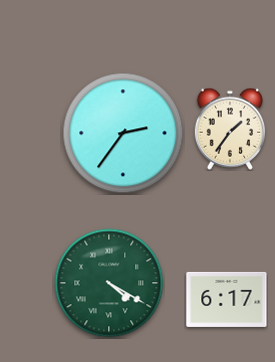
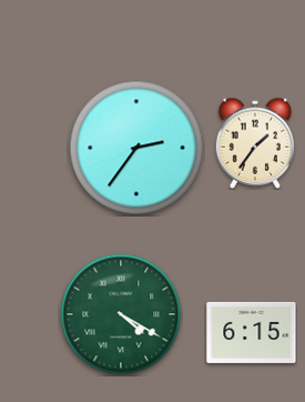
clock at (227, 299): 6:17 -> 6:15
